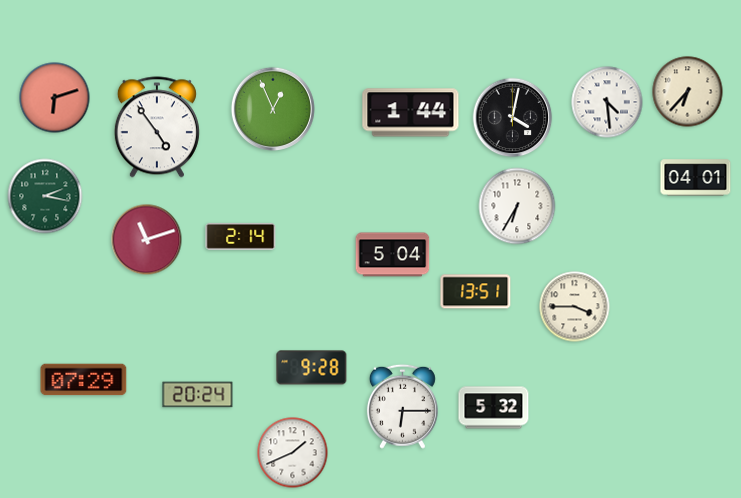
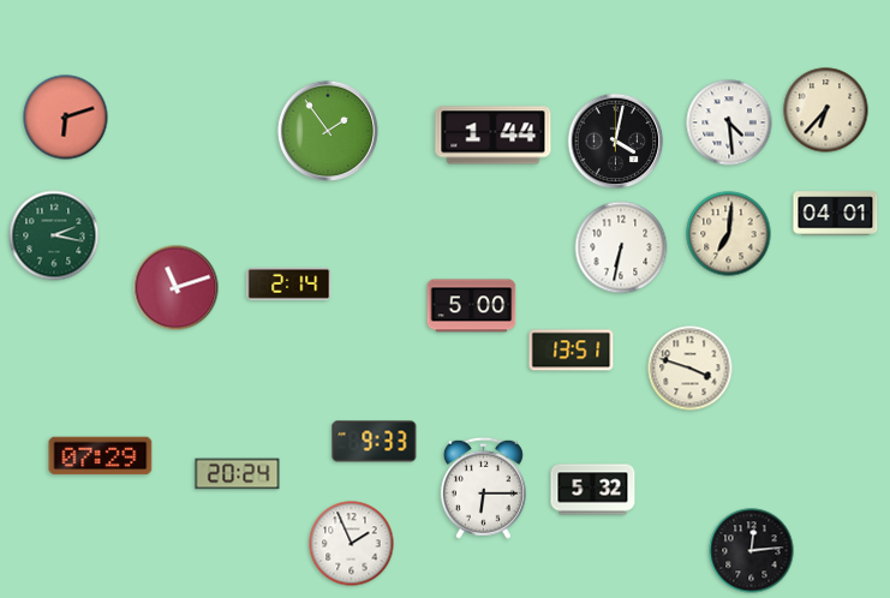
clock at (273, 109): 12:56 -> 1:54
clock at (157, 127): 4:54 -> none
clock at (729, 234): none -> 7:01
clock at (517, 206): 6:35 -> 6:32
clock at (393, 255): 5:04 -> 5:00
clock at (575, 307): 3:45 -> 3:48
clock at (312, 368): 9:28 -> 9:33
clock at (293, 453): 1:41 -> 1:56
clock at (752, 551): none -> 12:14
